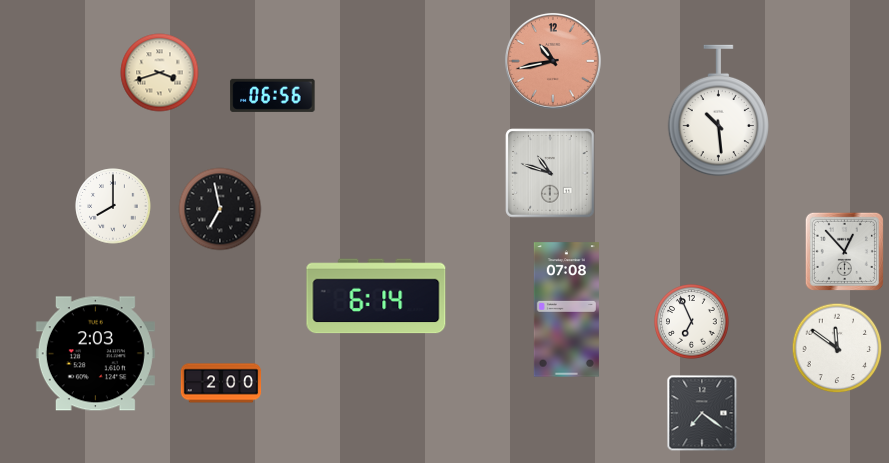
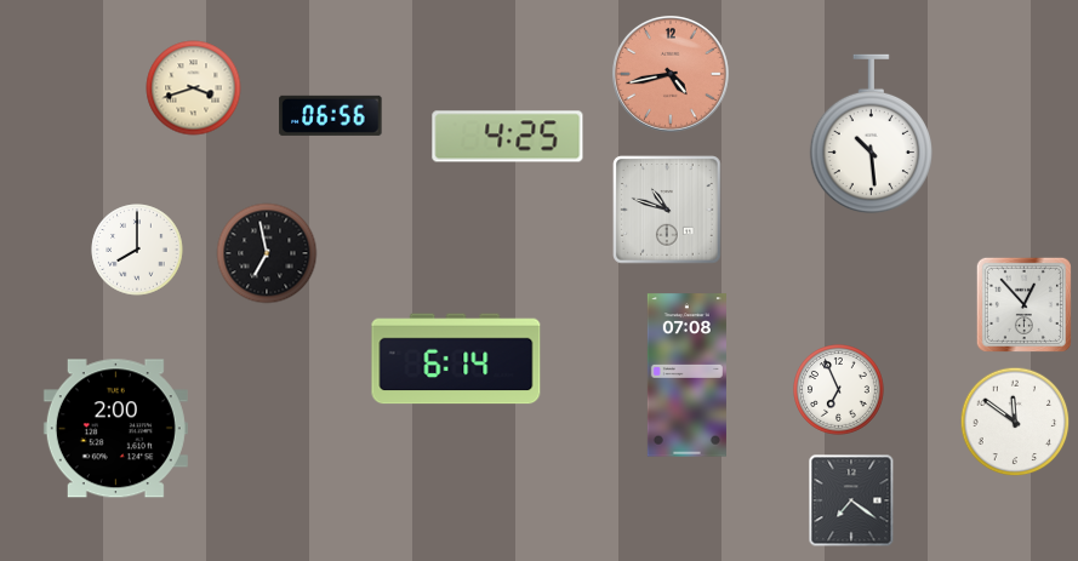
clock at (553, 61): 10:43 -> 4:43
clock at (508, 137): none -> 4:25
clock at (95, 354): 2:03 -> 2:00
clock at (221, 383): 2:00 -> none
